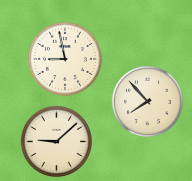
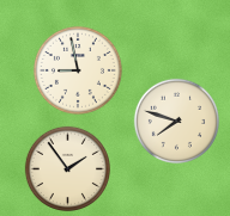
clock at (147, 101): 7:53 -> 7:48
clock at (56, 141): 9:08 -> 1:54
